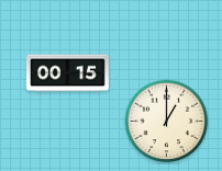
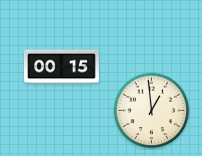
clock at (167, 122): 1:00 -> 12:59
